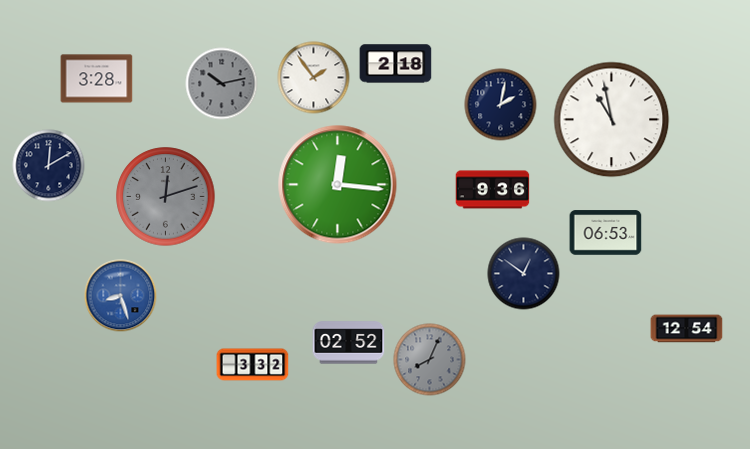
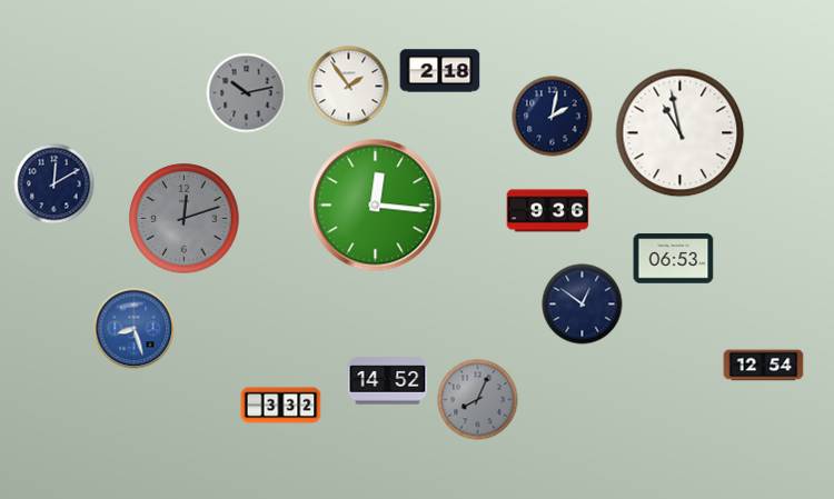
clock at (97, 79): 3:28 -> none
clock at (501, 105) position: (501, 105) -> (553, 117)
clock at (349, 343): 02:52 -> 14:52
